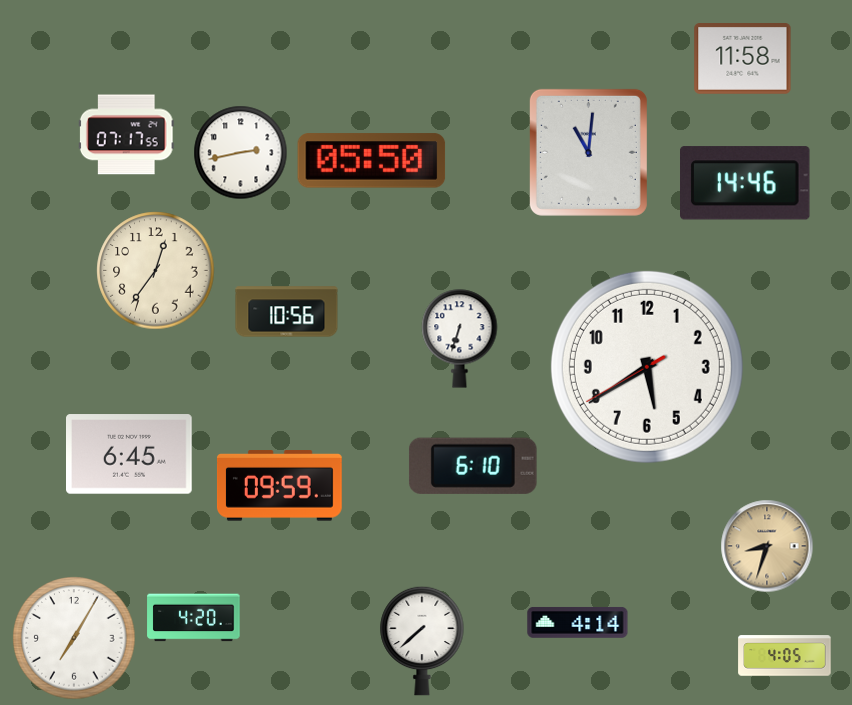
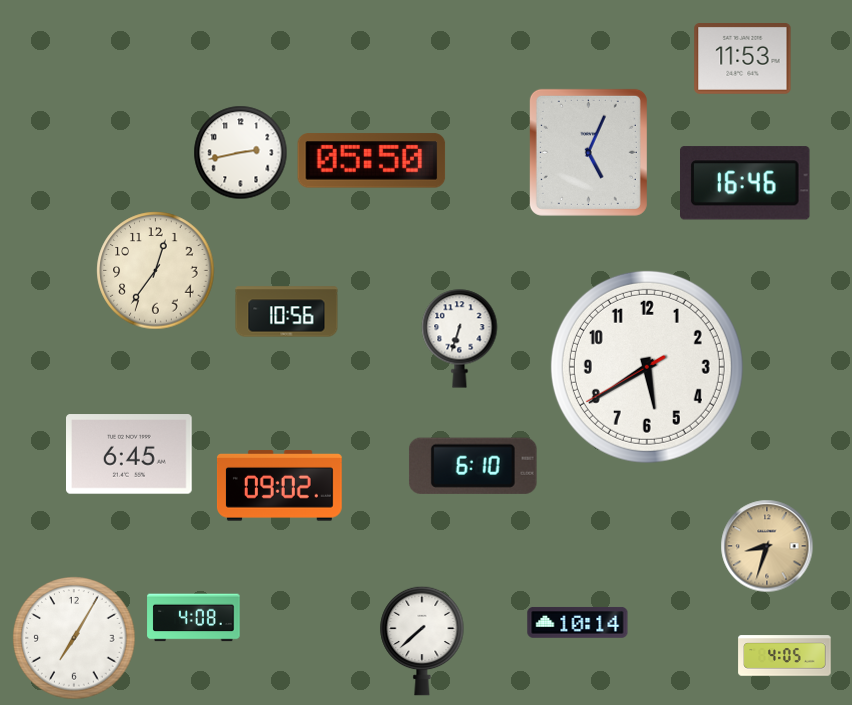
clock at (743, 59): 11:58 -> 11:53
clock at (126, 135): 07:17 -> none
clock at (588, 152): 11:01 -> 5:04
clock at (746, 183): 14:46 -> 16:46
clock at (279, 486): 09:59 -> 09:02
clock at (194, 618): 4:20 -> 4:08
clock at (578, 623): 4:14 -> 10:14
